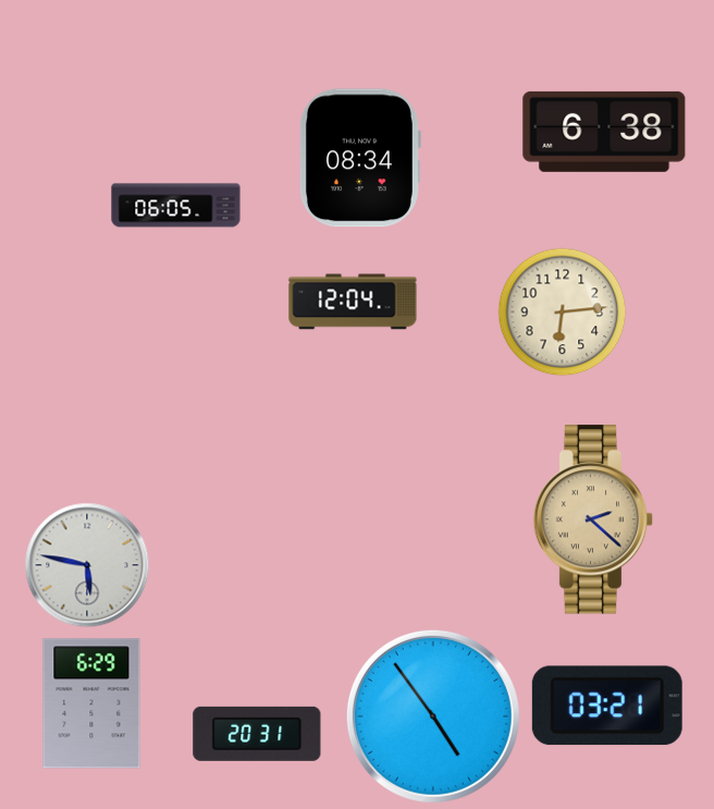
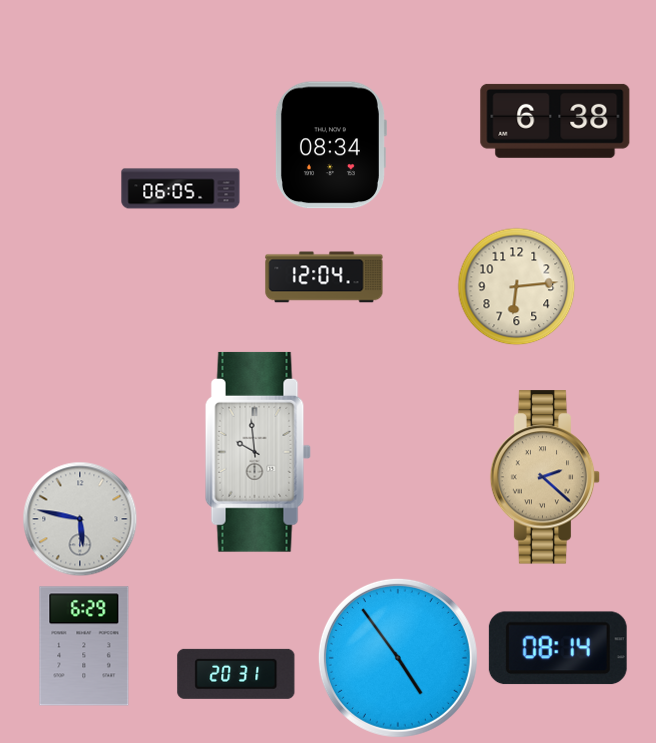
clock at (176, 206) position: (176, 206) -> (181, 189)
clock at (258, 452): none -> 9:59
clock at (607, 706): 03:21 -> 08:14
